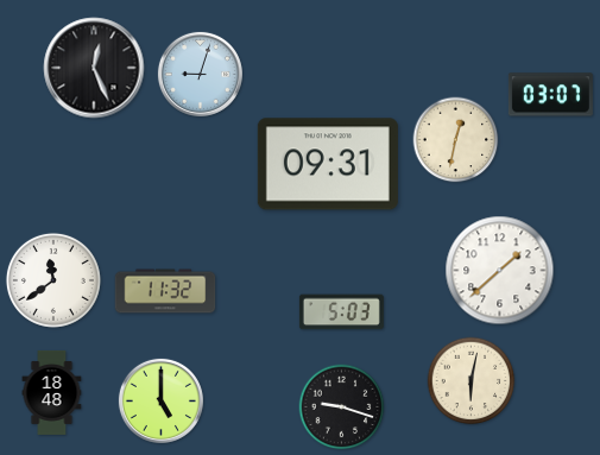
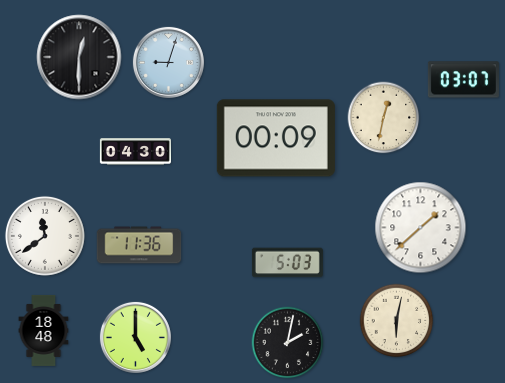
clock at (94, 68): 12:26 -> 12:30
clock at (328, 164): 09:31 -> 00:09
clock at (135, 152): none -> 04:30
clock at (165, 291): 11:32 -> 11:36
clock at (342, 407): 9:18 -> 2:02
